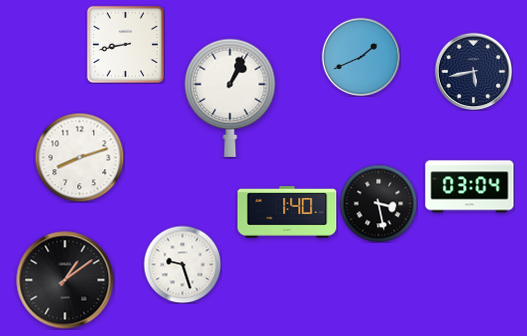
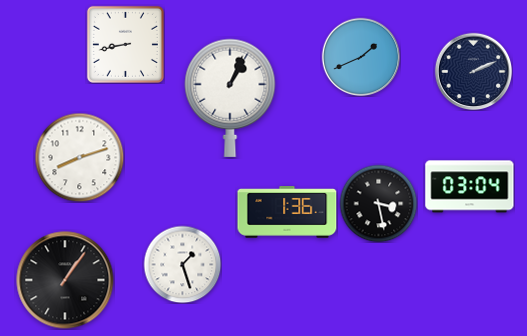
clock at (473, 71): 5:43 -> 2:11
clock at (287, 213): 1:40 -> 1:36
clock at (182, 264): 9:27 -> 1:27
clock at (65, 280): 1:09 -> 1:06
